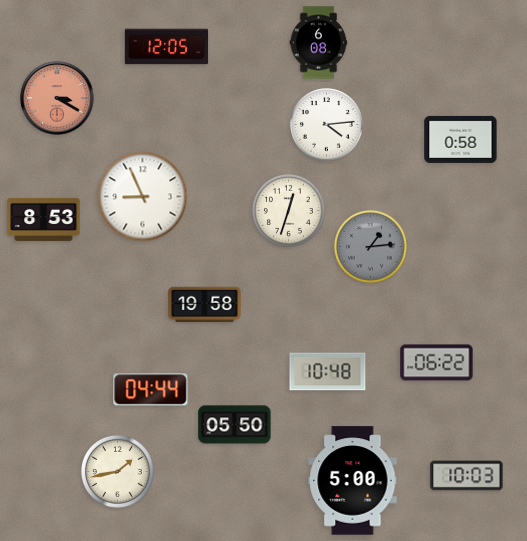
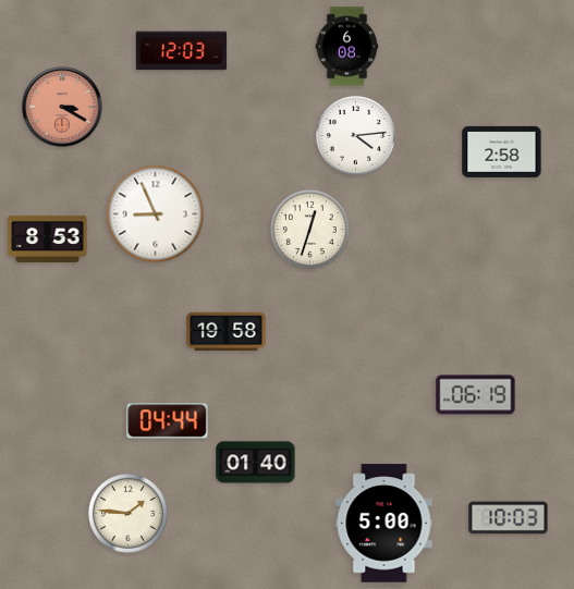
clock at (167, 47): 12:05 -> 12:03
clock at (461, 139): 0:58 -> 2:58
clock at (288, 210) position: (288, 210) -> (309, 229)
clock at (370, 246): 1:14 -> none
clock at (205, 305) position: (205, 305) -> (227, 332)
clock at (437, 363): 06:22 -> 06:19
clock at (328, 372): 10:48 -> none
clock at (151, 390) position: (151, 390) -> (168, 421)
clock at (235, 425): 05:50 -> 01:40
clock at (117, 471): 1:43 -> 1:46
